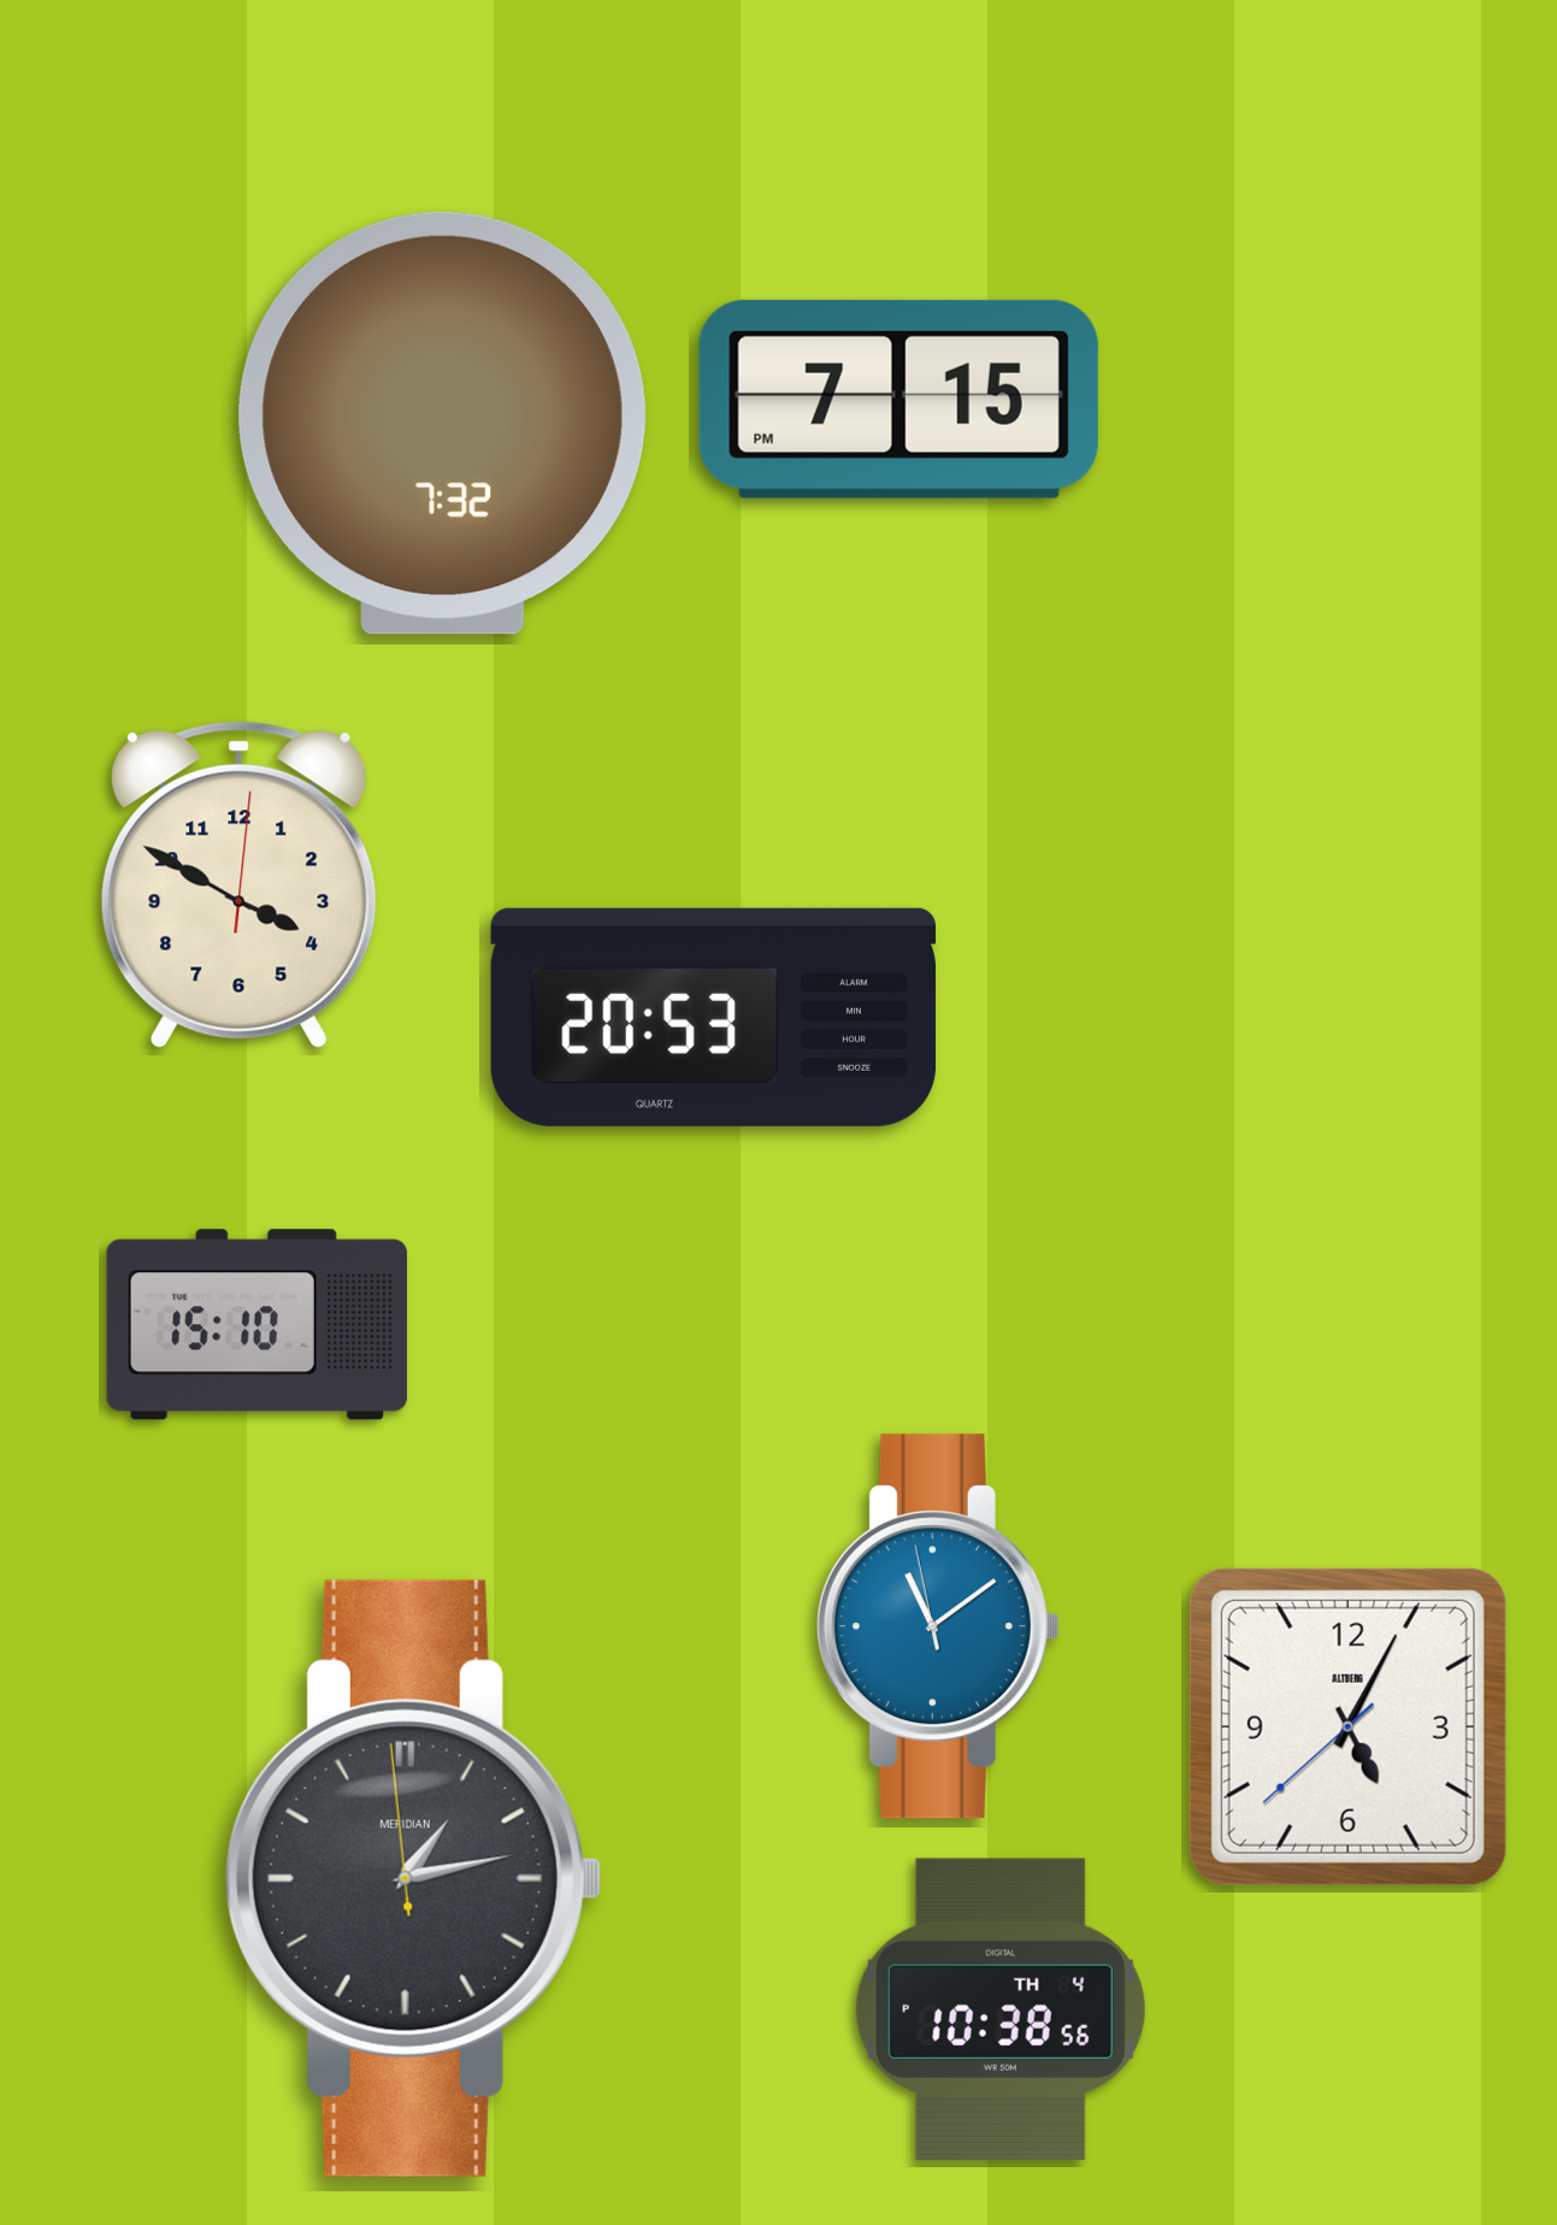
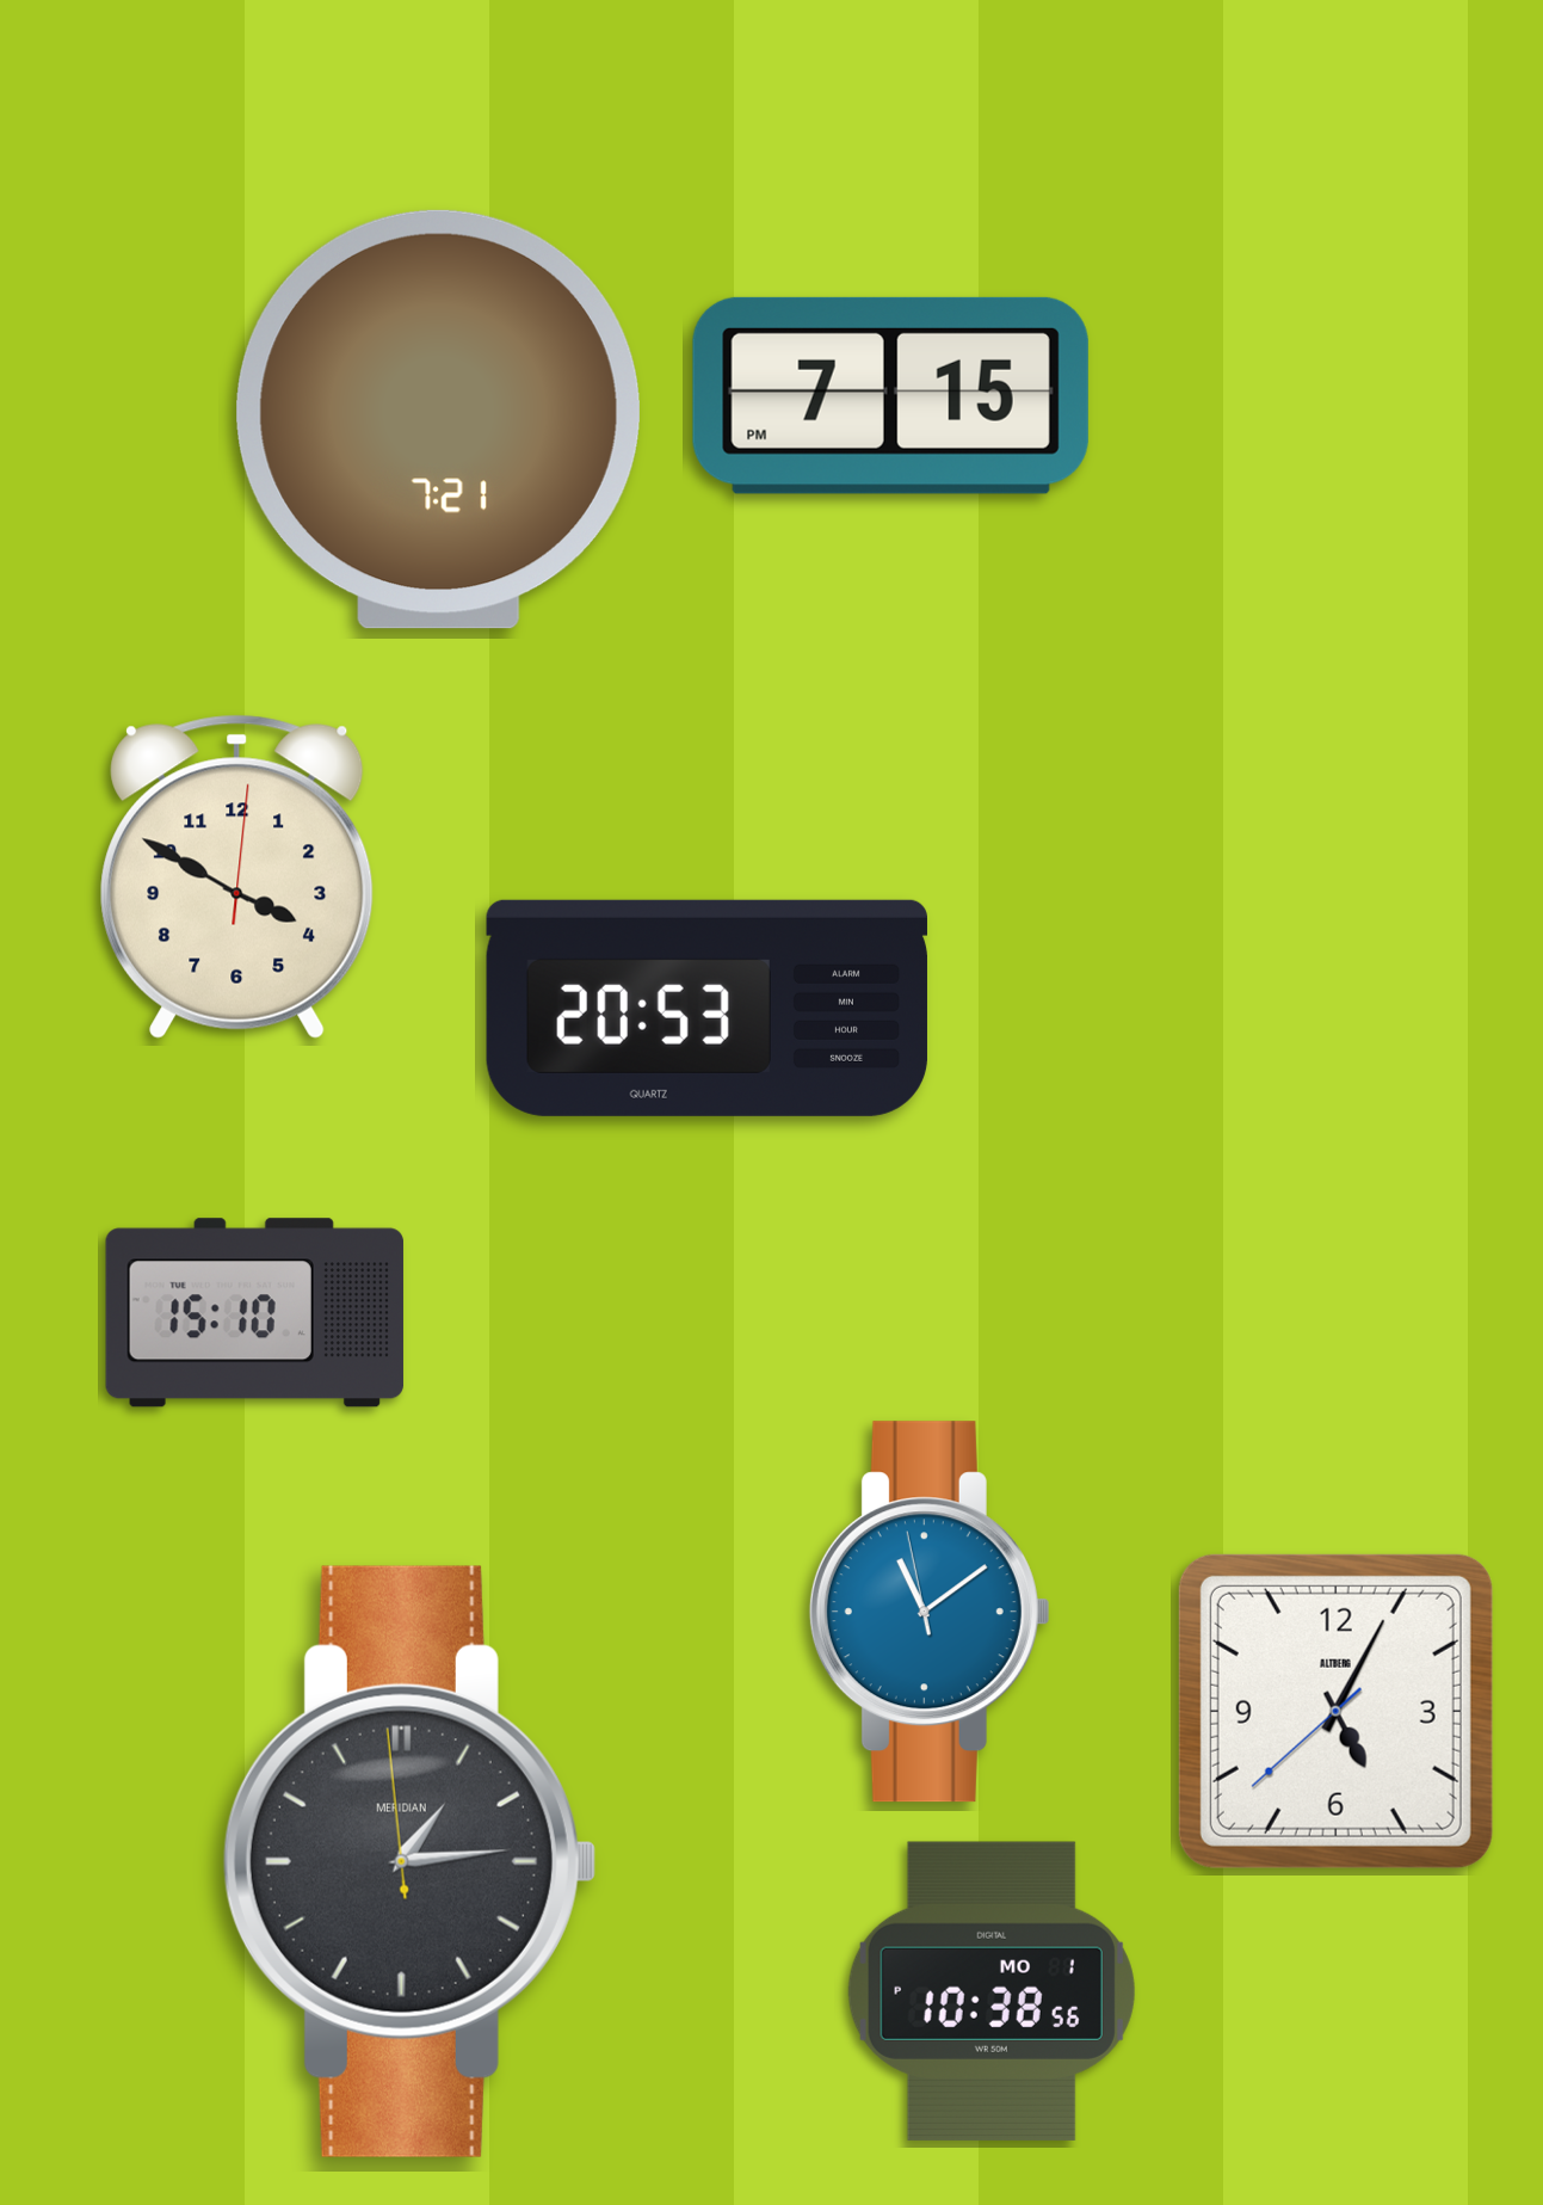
clock at (442, 423): 7:32 -> 7:21
clock at (413, 1878): 1:12 -> 1:13
clock at (1001, 2009) date: TH 4 -> MO 1
